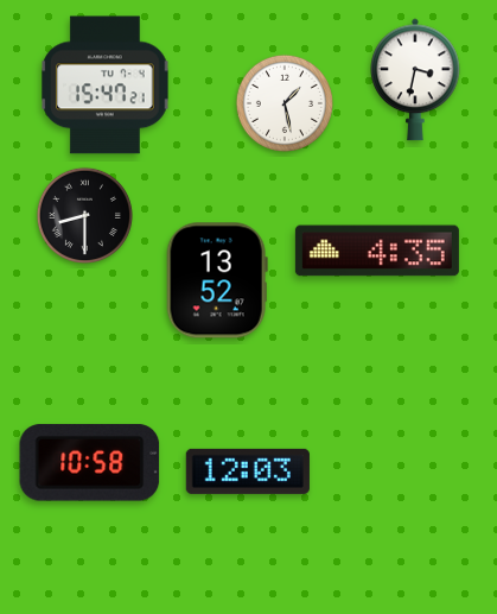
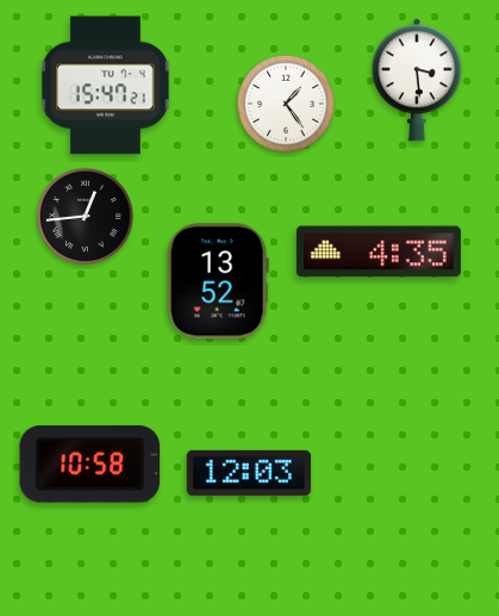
clock at (415, 80): 3:32 -> 3:29
clock at (285, 103): 1:28 -> 1:24
clock at (84, 215): 8:30 -> 12:44
